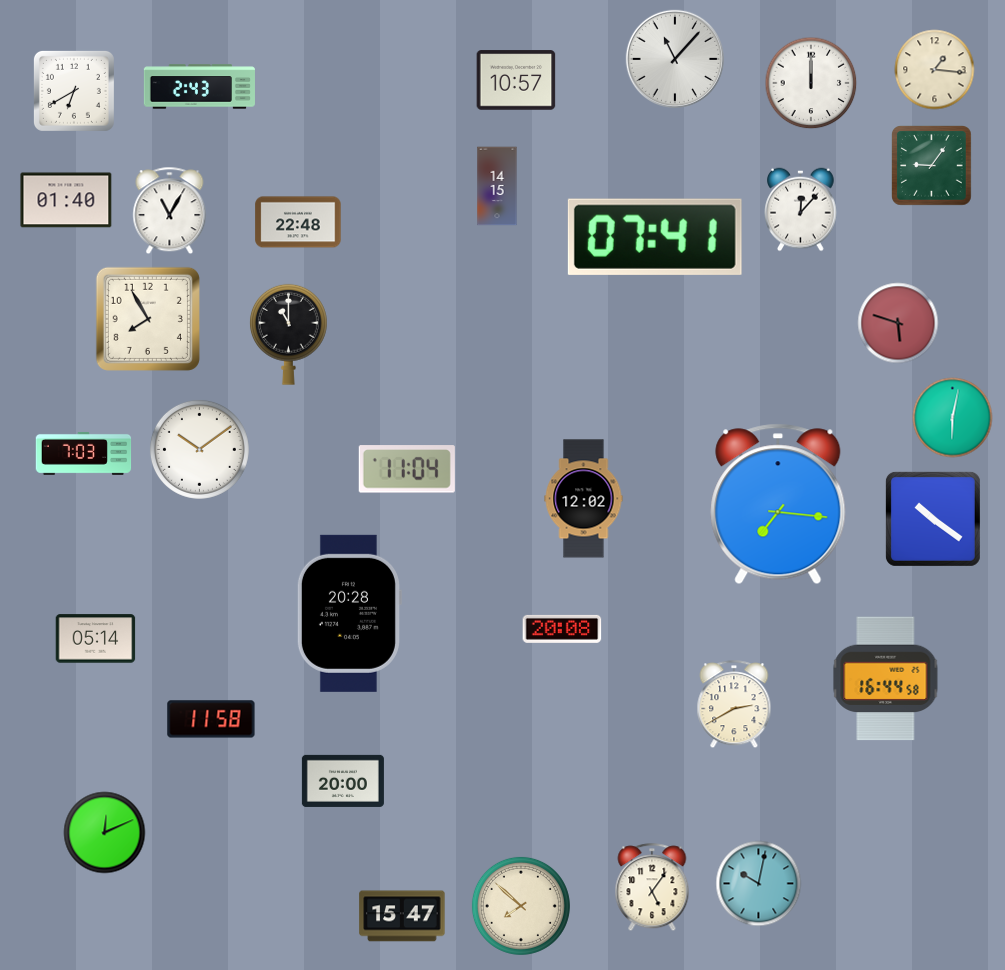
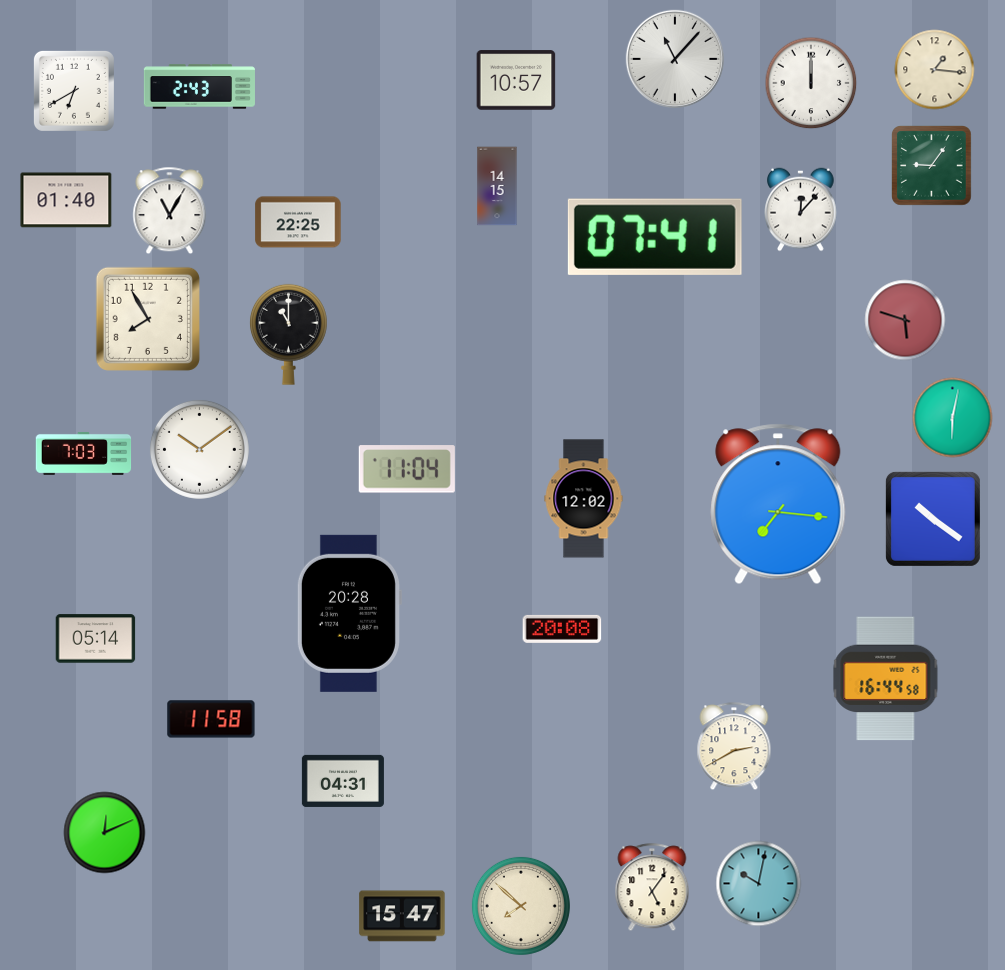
clock at (298, 222): 22:48 -> 22:25
clock at (898, 323) position: (898, 323) -> (905, 320)
clock at (734, 705) position: (734, 705) -> (734, 747)
clock at (343, 781): 20:00 -> 04:31
